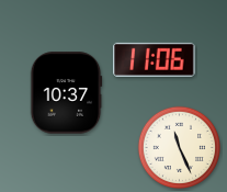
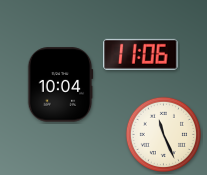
clock at (66, 93): 10:37 -> 10:04
